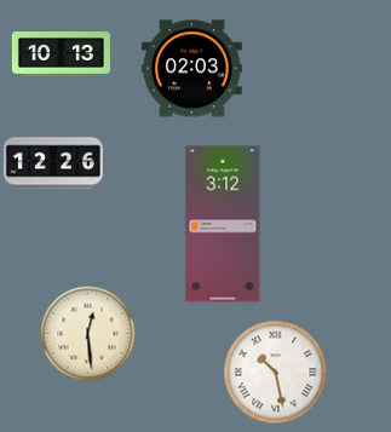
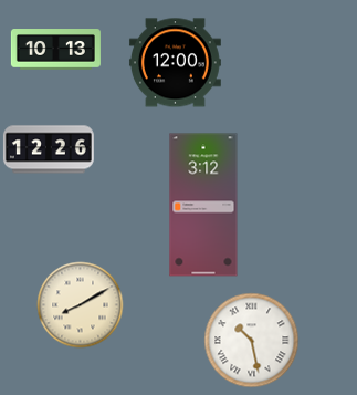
clock at (191, 69): 02:03 -> 12:00
clock at (88, 334): 12:29 -> 8:10
